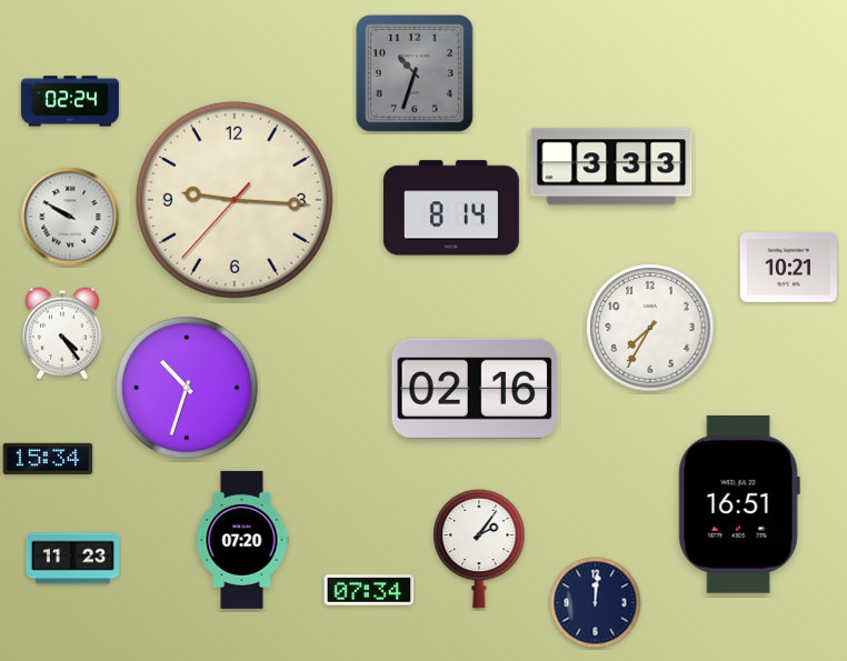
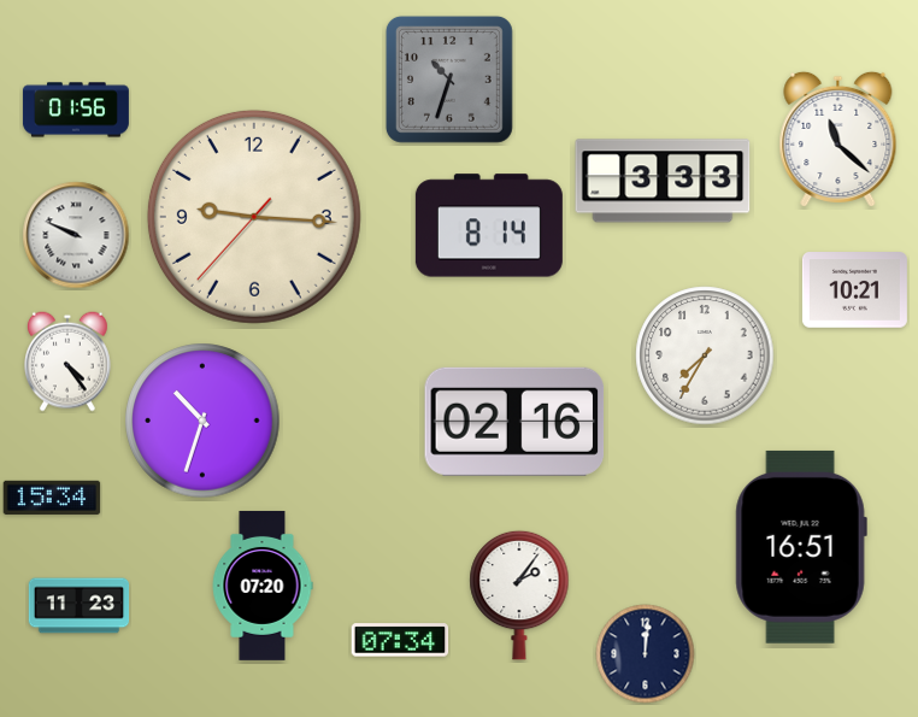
clock at (70, 101): 02:24 -> 01:56
clock at (838, 139): none -> 11:22
clock at (70, 217): 9:50 -> 9:49
